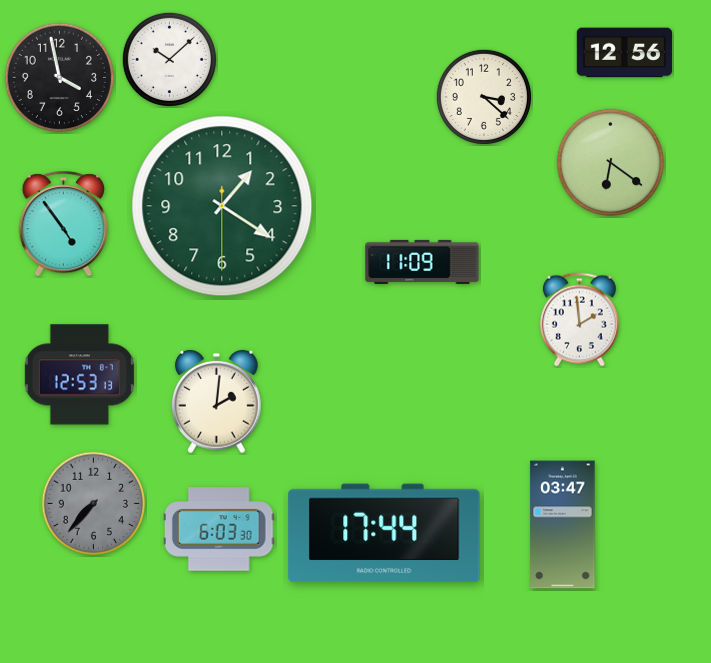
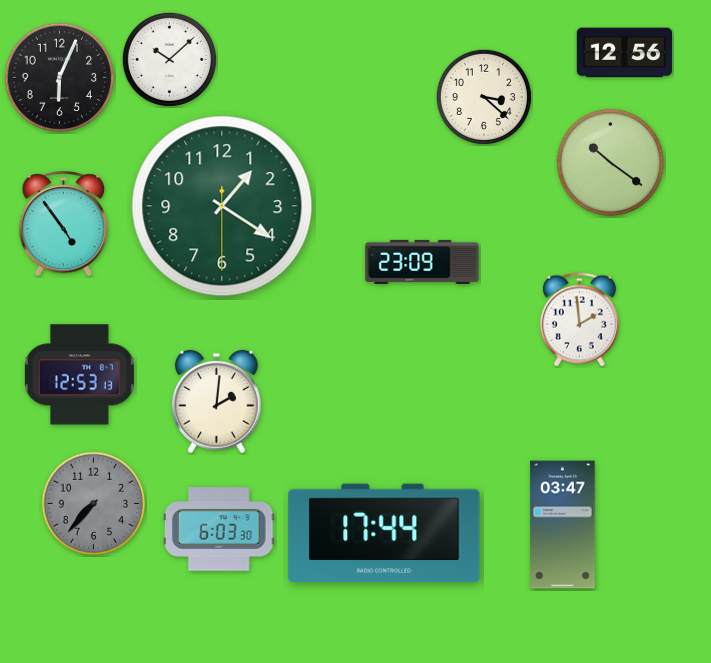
clock at (60, 78): 3:58 -> 6:04
clock at (611, 163): 6:21 -> 10:21
clock at (422, 262): 11:09 -> 23:09
